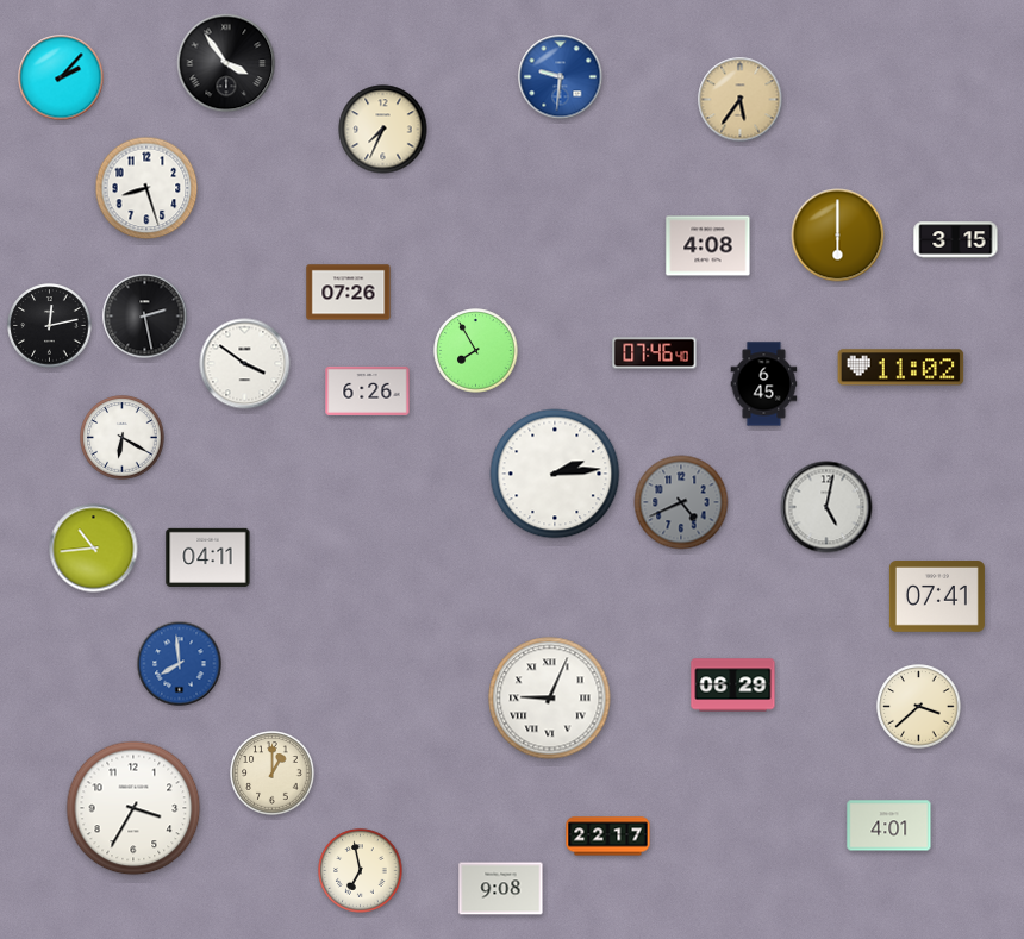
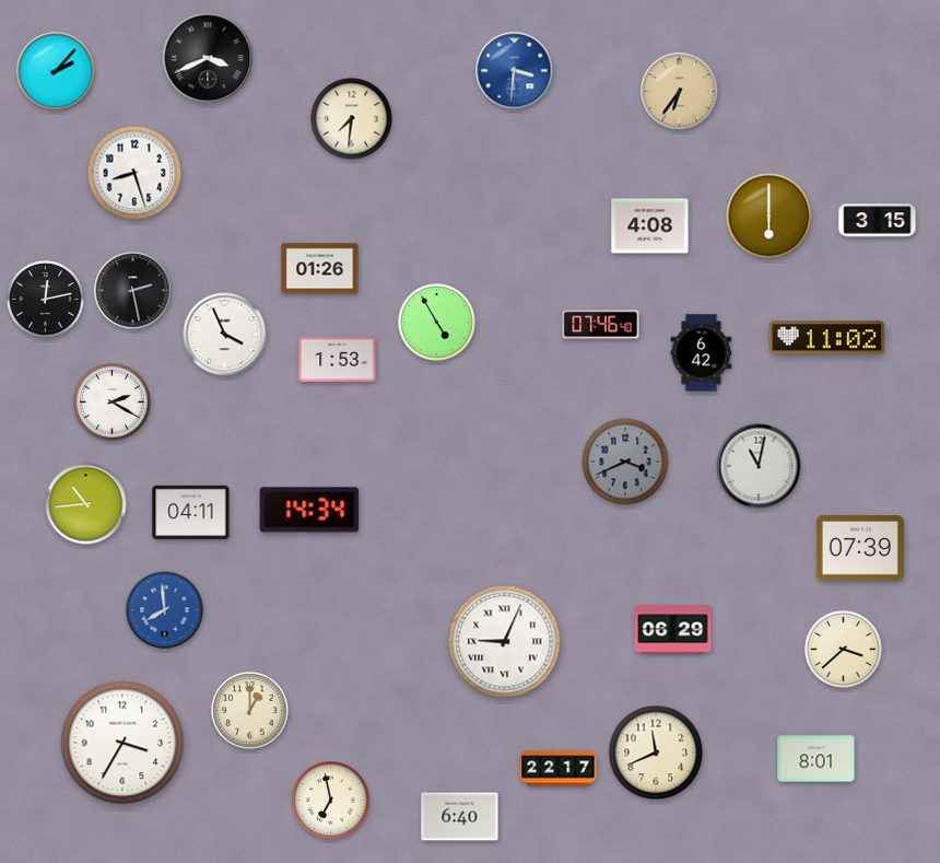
clock at (226, 63): 3:54 -> 3:41
clock at (561, 77): 9:31 -> 3:31
clock at (741, 100): 5:36 -> 6:36
clock at (383, 130): 7:34 -> 7:31
clock at (349, 293): 07:26 -> 01:26
clock at (476, 351): 7:55 -> 4:55
clock at (245, 364): 3:51 -> 3:56
clock at (764, 384): 6:45 -> 6:42
clock at (368, 390): 6:26 -> 1:53
clock at (123, 438): 6:20 -> 2:20
clock at (555, 474): 2:14 -> none
clock at (681, 502): 4:41 -> 3:41
clock at (826, 507): 5:02 -> 11:02
clock at (309, 510): none -> 14:34
clock at (937, 597): 07:41 -> 07:39
clock at (656, 753): none -> 11:41
clock at (889, 826): 4:01 -> 8:01
clock at (501, 889): 9:08 -> 6:40
